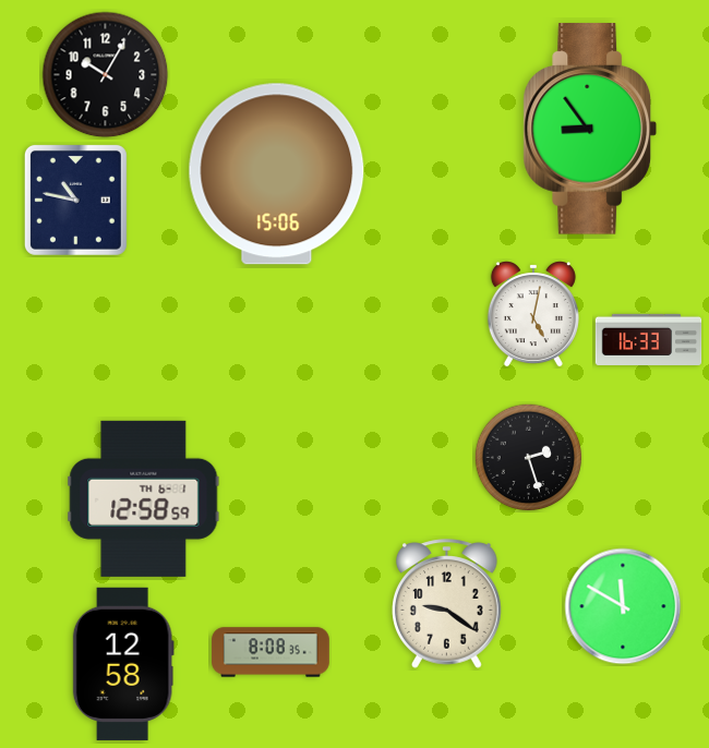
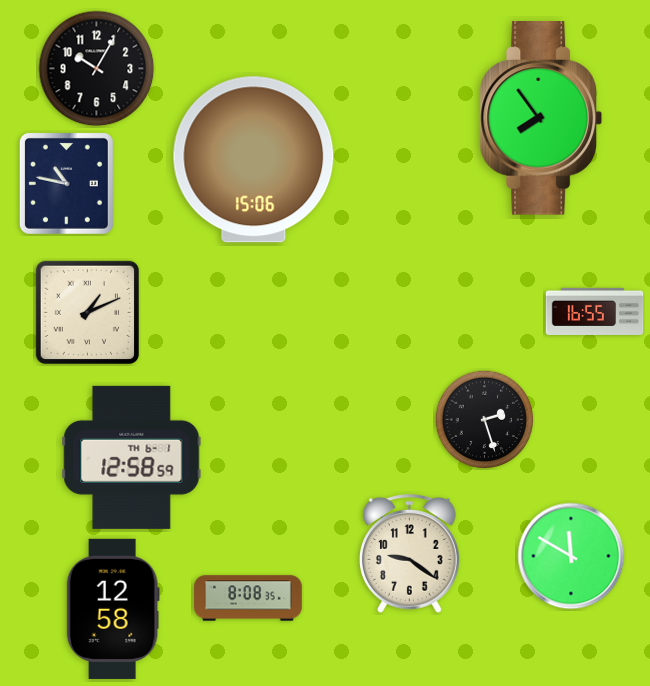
clock at (590, 129): 8:54 -> 7:54
clock at (75, 200) position: (75, 200) -> (66, 183)
clock at (533, 314): 5:02 -> none
clock at (649, 339): 16:33 -> 16:55
clock at (87, 312): none -> 1:11
